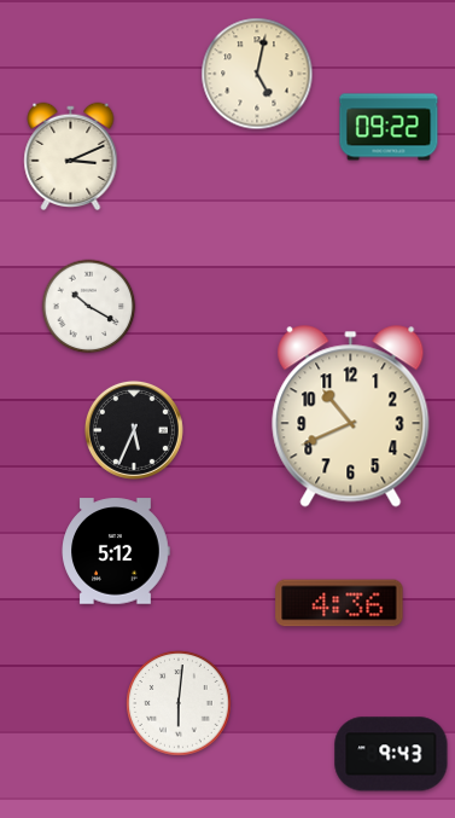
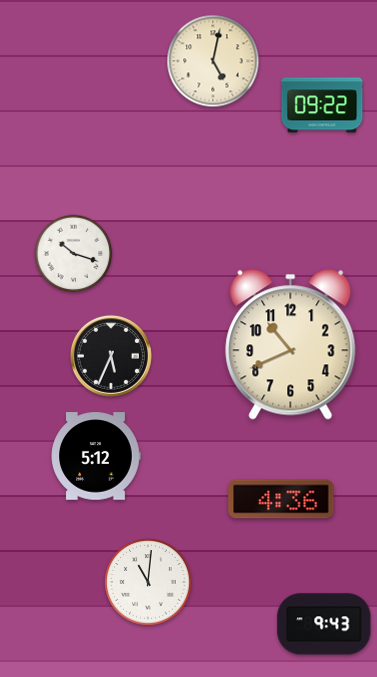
clock at (71, 157): 3:11 -> none
clock at (89, 307): 10:20 -> 10:18
clock at (179, 703): 6:01 -> 11:01
